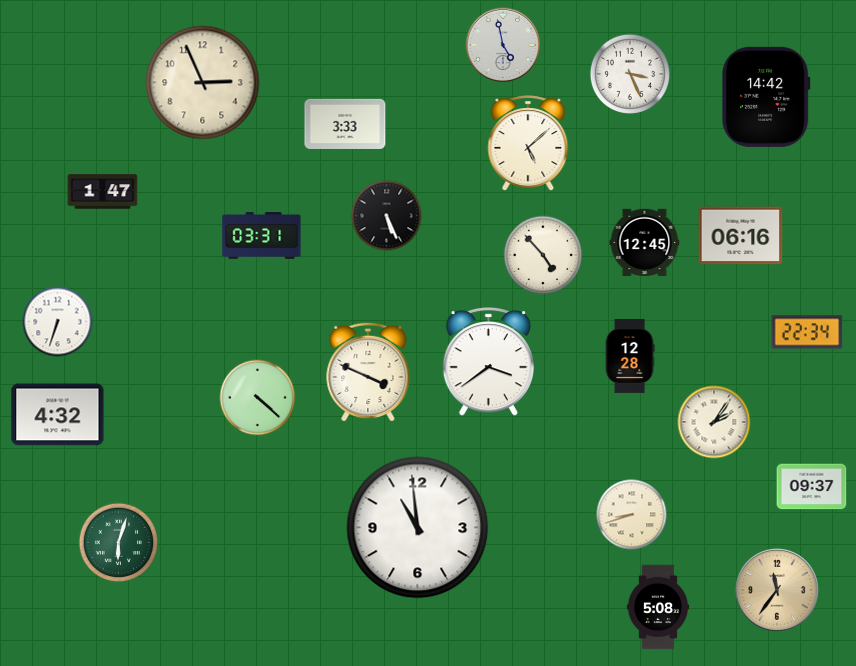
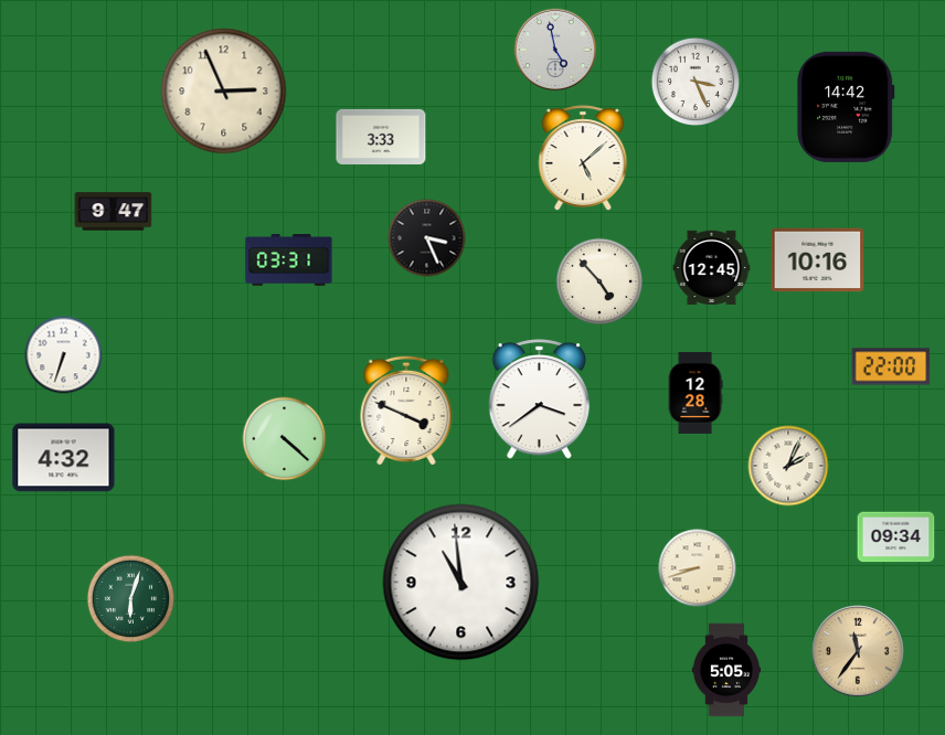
clock at (103, 192): 1:47 -> 9:47
clock at (387, 216): 5:26 -> 3:26
clock at (741, 236): 06:16 -> 10:16
clock at (807, 332): 22:34 -> 22:00
clock at (714, 422): 2:06 -> 2:04
clock at (812, 487): 09:37 -> 09:34
clock at (658, 607): 5:08 -> 5:05
